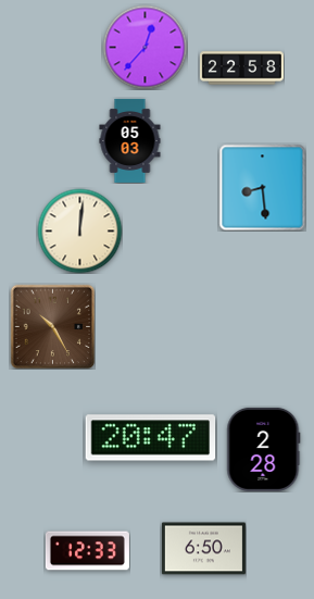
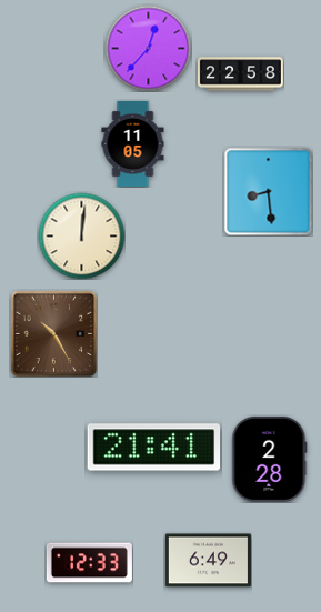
clock at (241, 68) position: (241, 68) -> (240, 74)
clock at (130, 140): 05:03 -> 11:05
clock at (151, 438): 20:47 -> 21:41
clock at (203, 549): 6:50 -> 6:49
